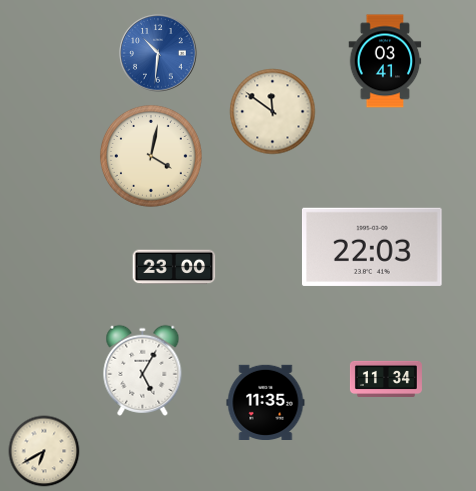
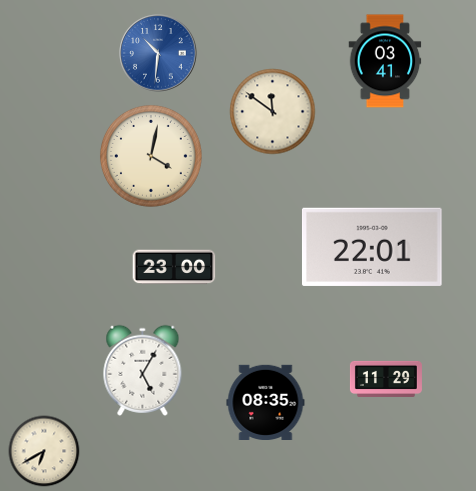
clock at (372, 247): 22:03 -> 22:01
clock at (386, 379): 11:34 -> 11:29
clock at (266, 402): 11:35 -> 08:35
